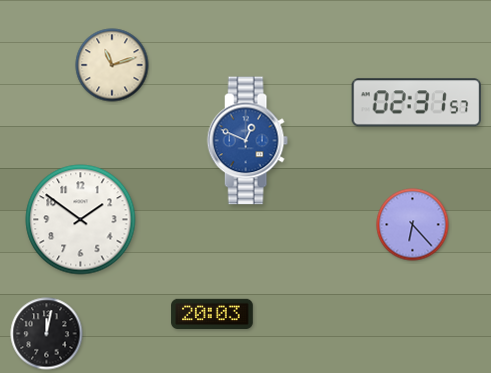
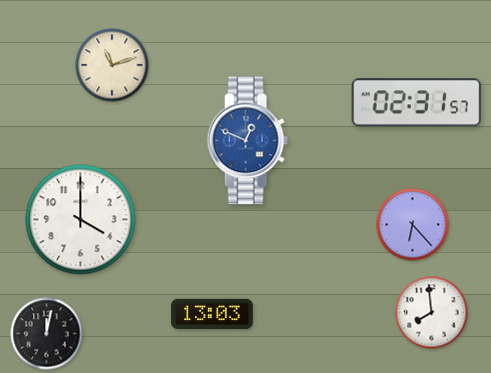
clock at (81, 220): 1:51 -> 4:00
clock at (432, 313): none -> 7:59
clock at (212, 314): 20:03 -> 13:03
